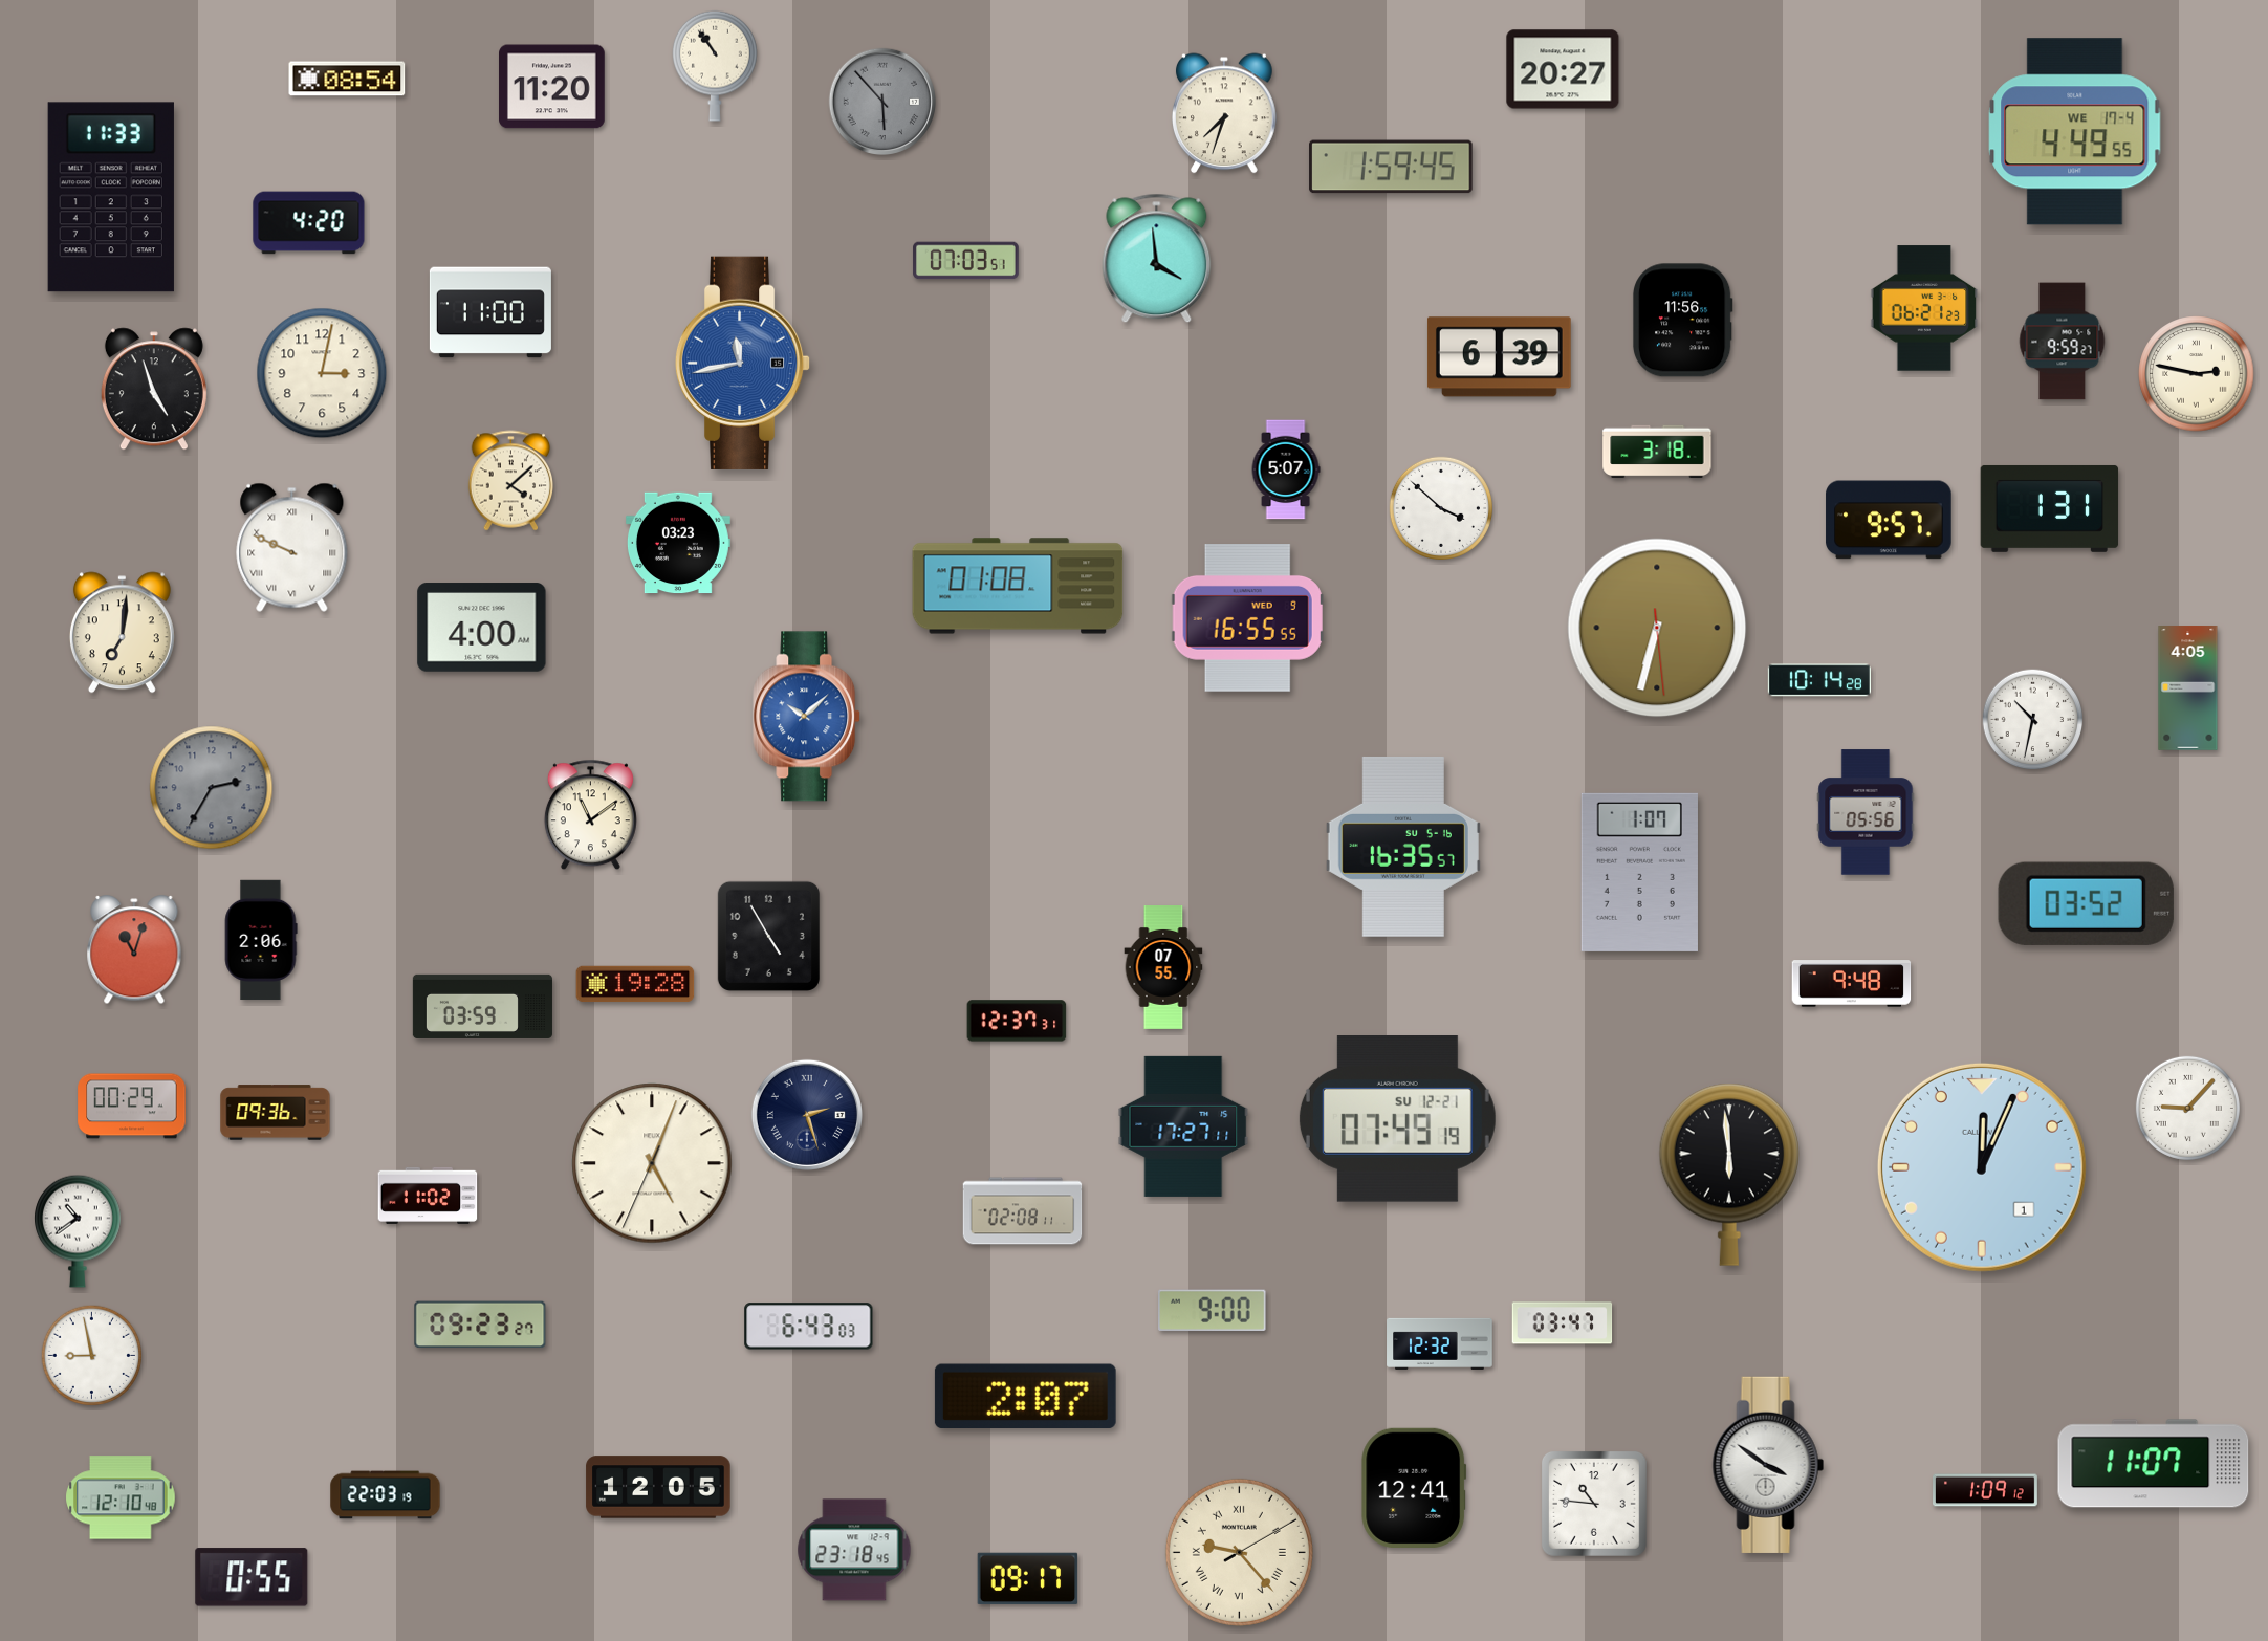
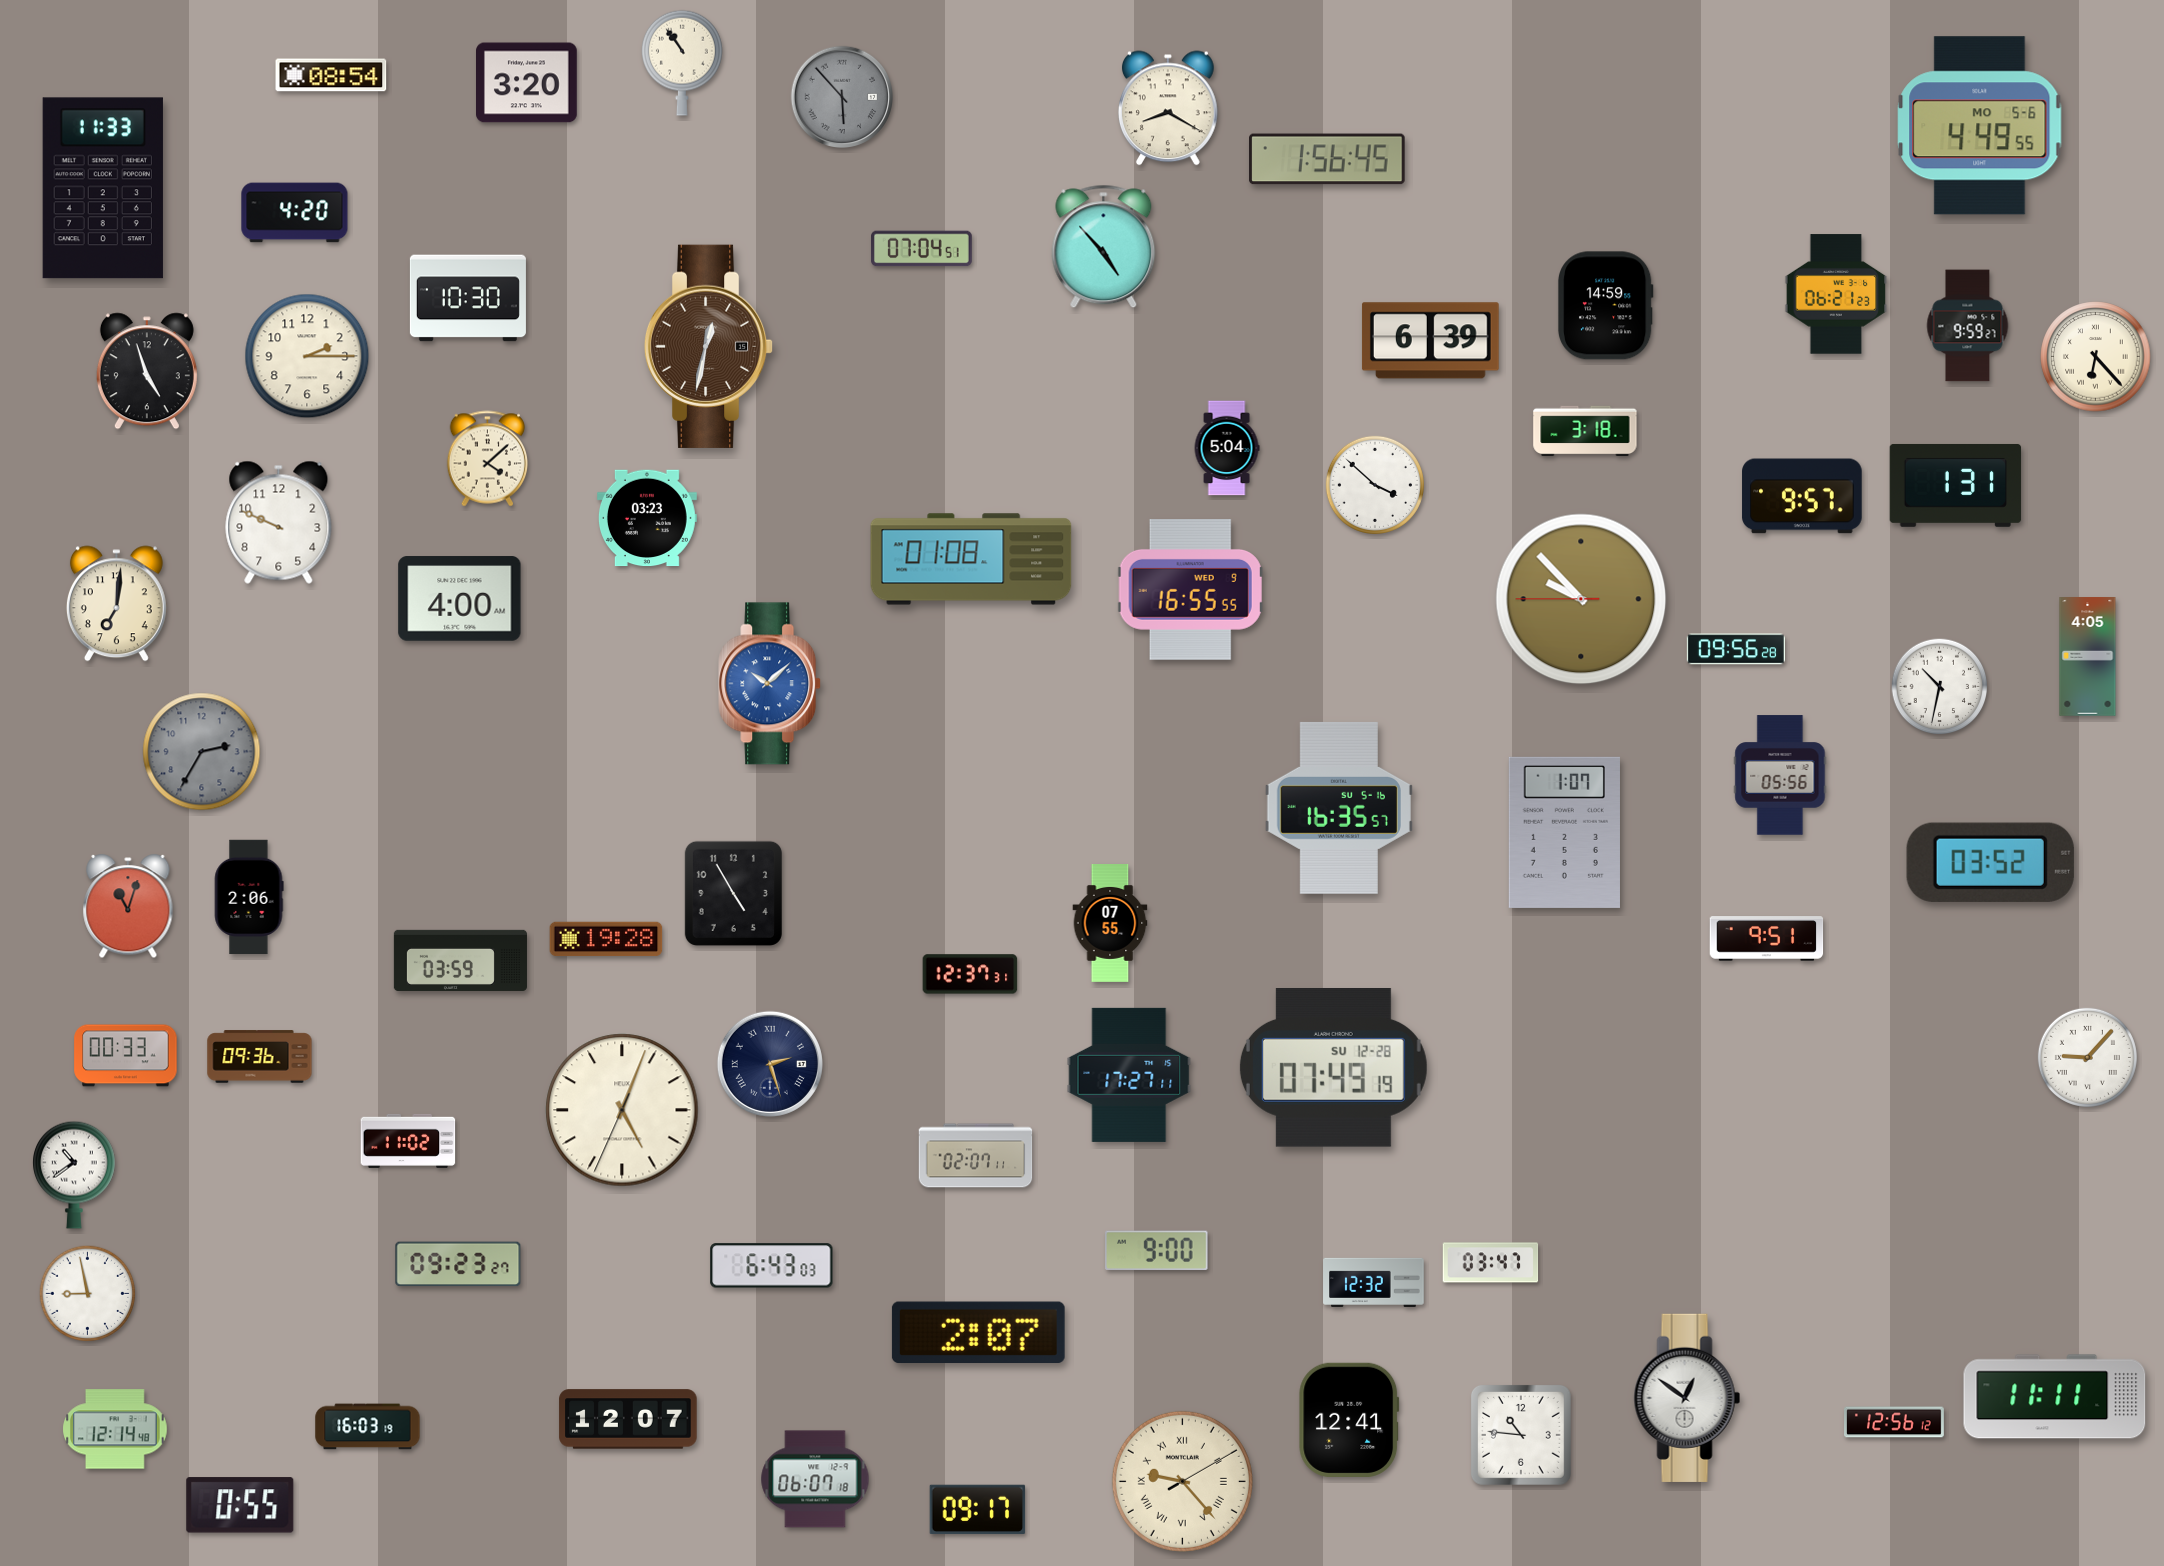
clock at (1563, 69): 20:27 -> none
clock at (552, 87): 11:20 -> 3:20
clock at (1225, 113): 7:33 -> 8:20
clock at (2075, 132) date: WE 17-4 -> MO 5-6
clock at (1391, 167): 1:59 -> 1:56
clock at (111, 197) position: (111, 197) -> (103, 188)
clock at (1157, 259): 3:59 -> 4:53
clock at (966, 261): 07:03 -> 07:04
clock at (490, 312): 11:00 -> 10:30
clock at (1682, 321): 11:56 -> 14:59
clock at (743, 363): 11:43 -> 12:32
clock at (743, 363) dial: blue -> brown
clock at (322, 373): 3:02 -> 2:15
clock at (2197, 374): 2:47 -> 6:23
clock at (1657, 452) position: (1657, 452) -> (1585, 431)
clock at (1286, 469): 5:07 -> 5:04
clock at (292, 547) numerals: Roman -> Arabic
clock at (1657, 628): 6:32 -> 9:52
clock at (1819, 680): 10:14 -> 09:56
clock at (590, 815): 11:09 -> none
clock at (1852, 984): 9:48 -> 9:51
clock at (132, 1107): 00:29 -> 00:33
clock at (276, 1113) position: (276, 1113) -> (260, 1057)
clock at (1397, 1119) date: SU 12-21 -> SU 12-28
clock at (1982, 1167): 12:04 -> none
clock at (1729, 1175): 5:59 -> none
clock at (1023, 1211): 02:08 -> 02:07
clock at (2154, 1464): 11:07 -> 11:11
clock at (1768, 1465): 3:51 -> 12:51
clock at (658, 1487): 12:05 -> 12:07
clock at (1986, 1490): 1:09 -> 12:56
clock at (386, 1495): 22:03 -> 16:03
clock at (121, 1497): 12:10 -> 12:14
clock at (854, 1550): 23:18 -> 06:07
clock at (1028, 1579) position: (1028, 1579) -> (978, 1510)
